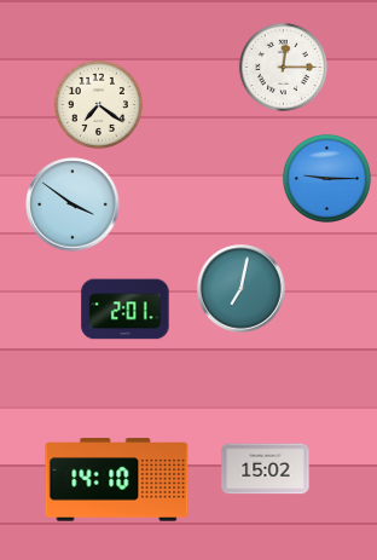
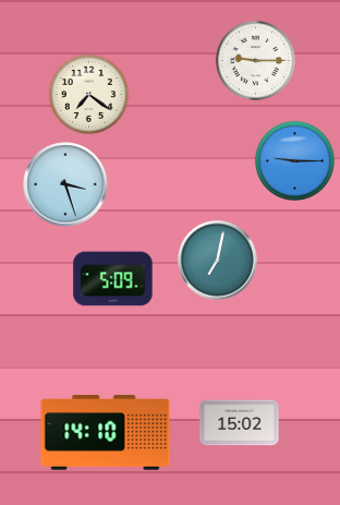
clock at (283, 67): 12:15 -> 9:15
clock at (72, 204): 3:51 -> 3:27
clock at (126, 310): 2:01 -> 5:09
